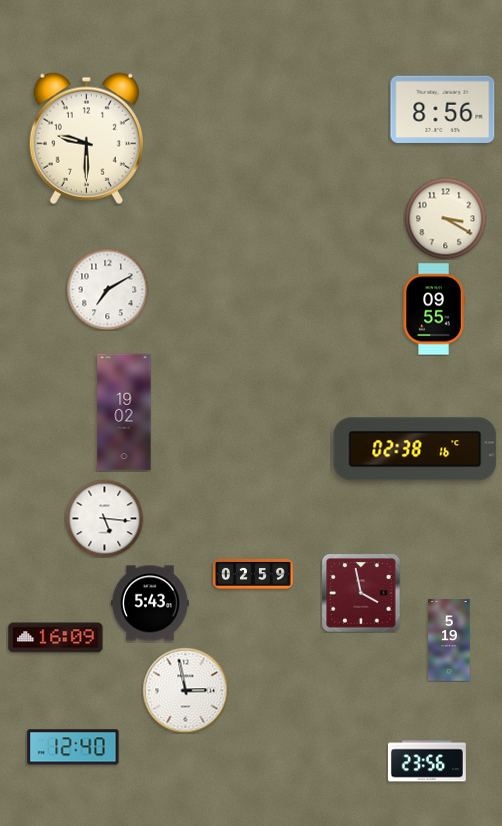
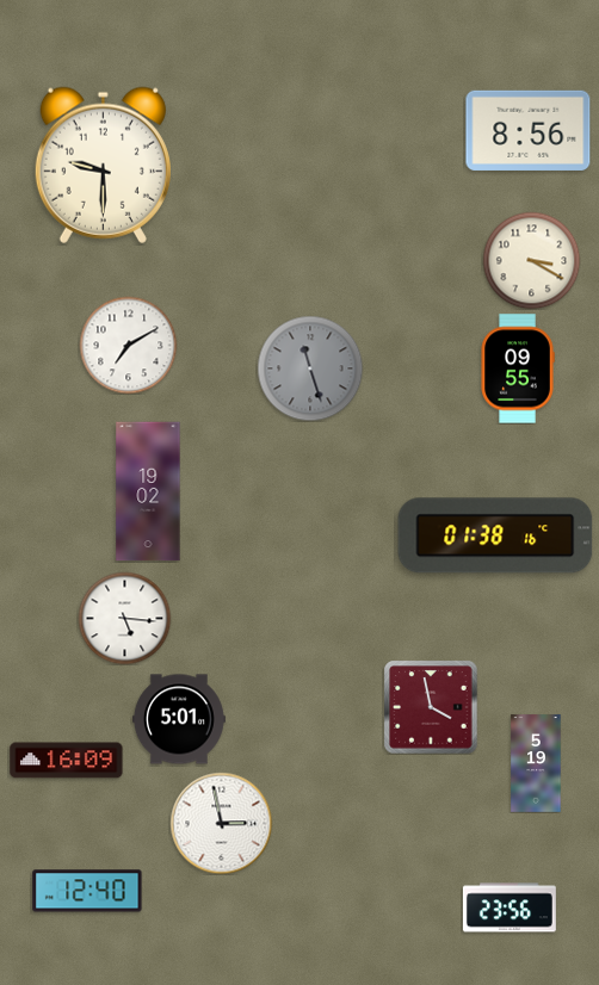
clock at (310, 368): none -> 11:27
clock at (415, 449): 02:38 -> 01:38
clock at (253, 574): 02:59 -> none
clock at (150, 603): 5:43 -> 5:01
